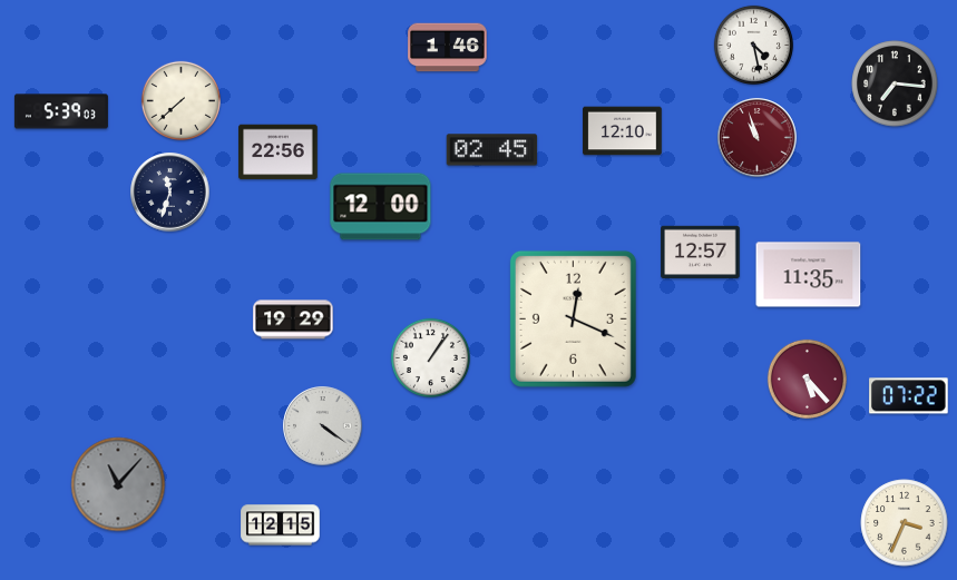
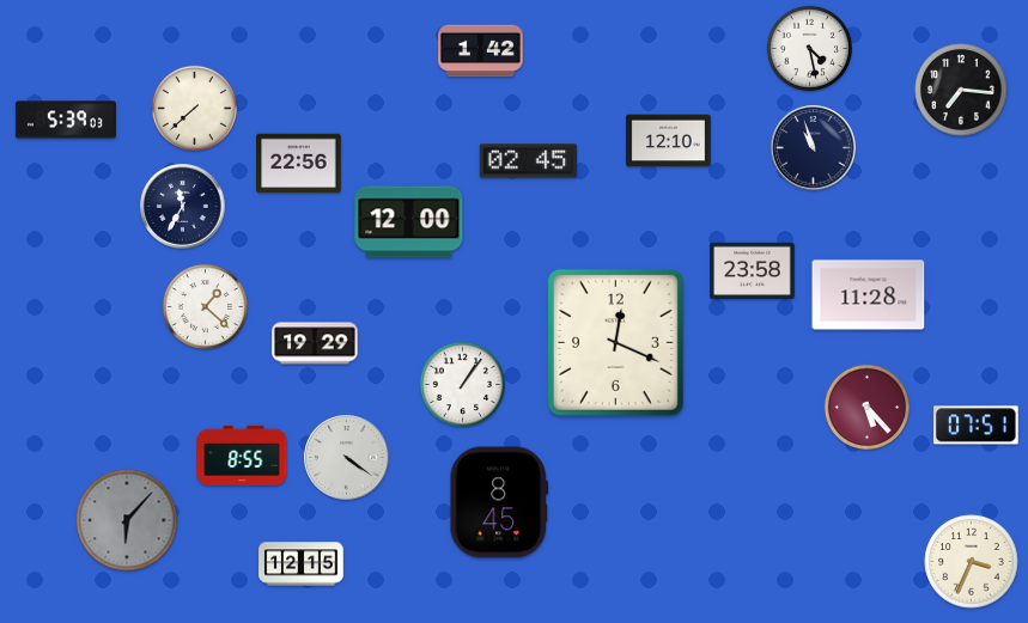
clock at (448, 48): 1:46 -> 1:42
clock at (758, 138) dial: burgundy -> navy
clock at (170, 193): 11:33 -> 11:35
clock at (701, 253): 12:57 -> 23:58
clock at (809, 275): 11:35 -> 11:28
clock at (205, 306): none -> 1:22
clock at (909, 396): 07:22 -> 07:51
clock at (242, 454): none -> 8:55
clock at (499, 502): none -> 8:45
clock at (118, 484): 11:07 -> 6:07
